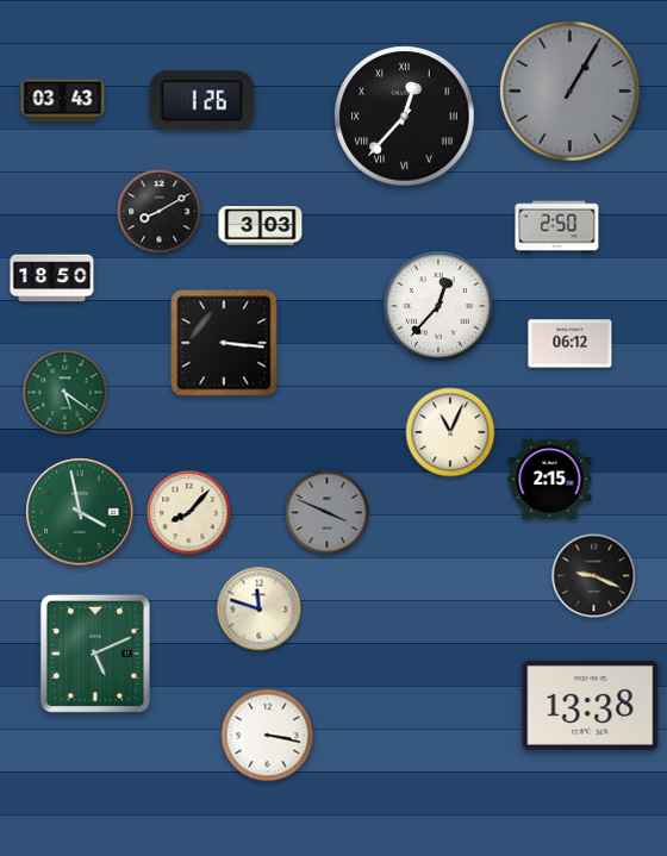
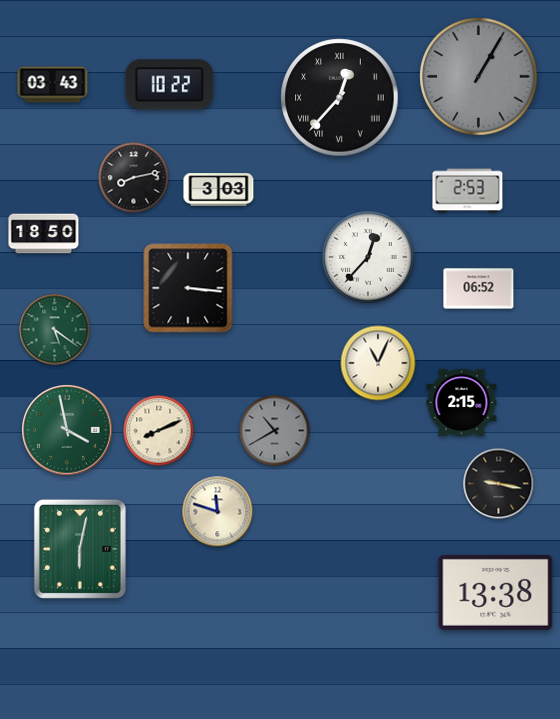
clock at (202, 101): 1:26 -> 10:22
clock at (160, 212): 8:10 -> 8:13
clock at (557, 227): 2:50 -> 2:53
clock at (571, 344): 06:12 -> 06:52
clock at (189, 513): 8:07 -> 8:11
clock at (328, 513): 3:49 -> 10:40
clock at (594, 576): 9:19 -> 9:17
clock at (95, 654): 5:11 -> 6:02
clock at (268, 736): 3:17 -> none
